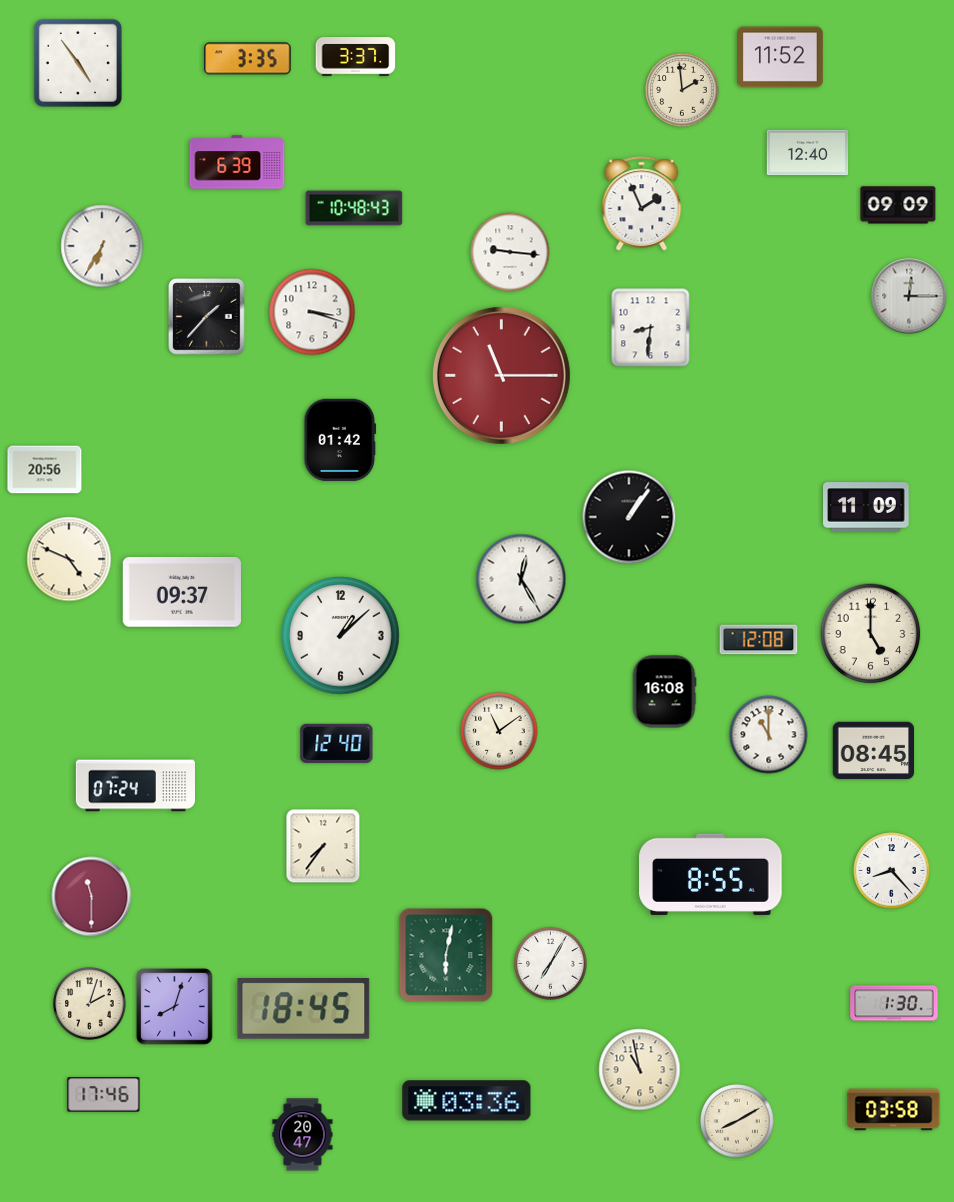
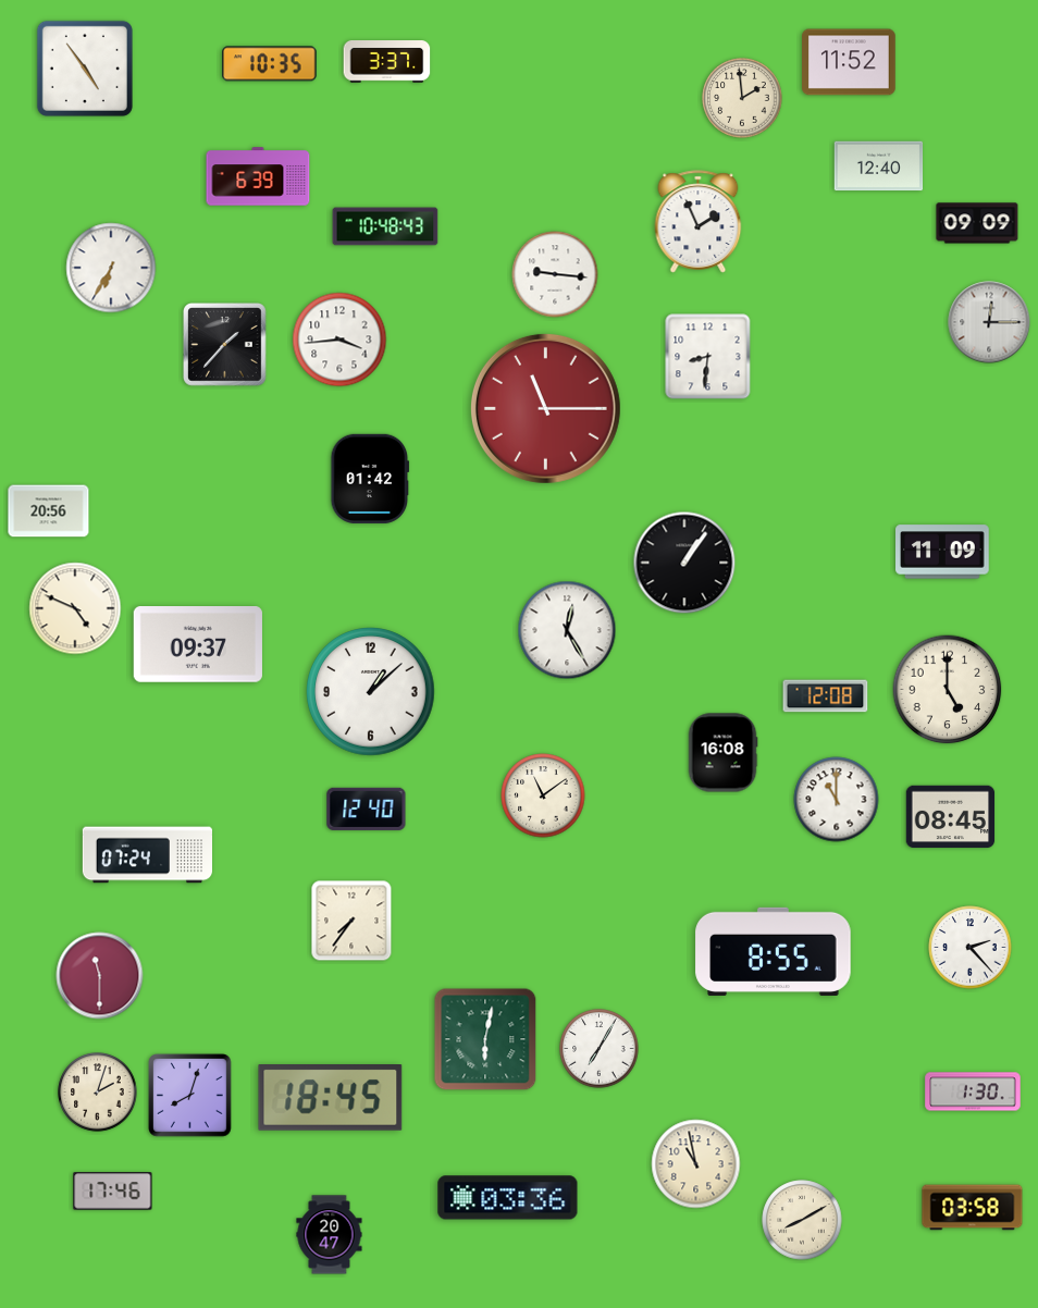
clock at (248, 59): 3:35 -> 10:35
clock at (312, 312): 3:18 -> 3:44
clock at (892, 871): 8:23 -> 2:23
